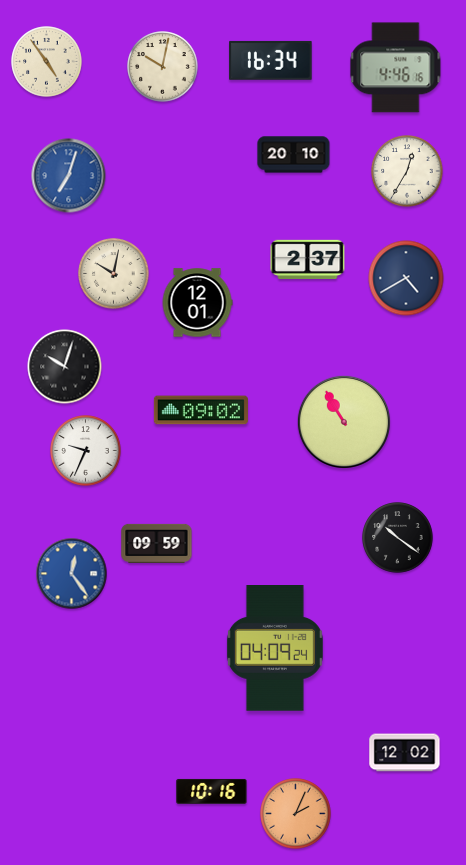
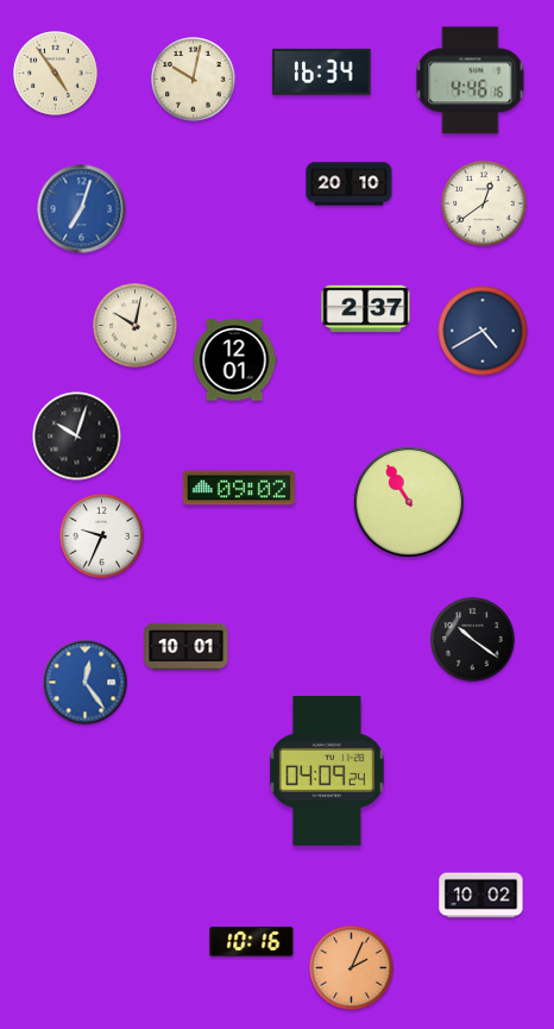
clock at (407, 171): 12:35 -> 12:39
clock at (157, 543): 09:59 -> 10:01
clock at (405, 753): 12:02 -> 10:02
